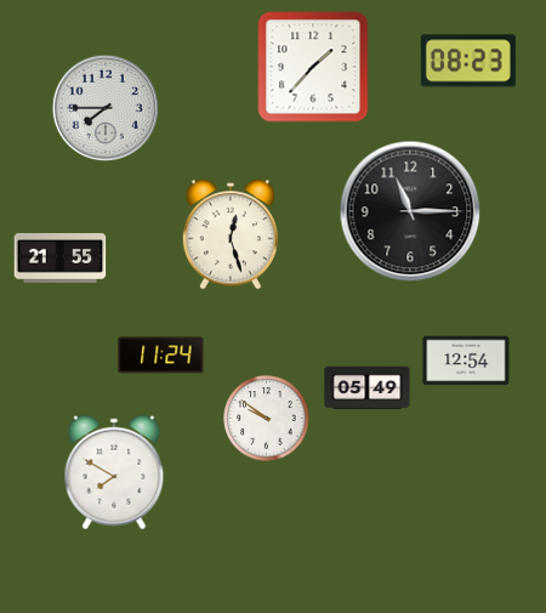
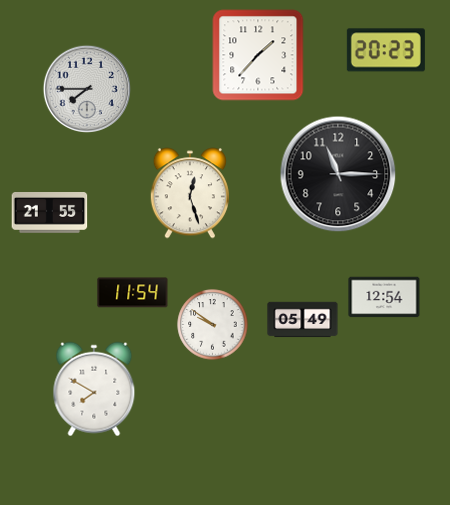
clock at (468, 61): 08:23 -> 20:23
clock at (161, 356): 11:24 -> 11:54
clock at (267, 419) position: (267, 419) -> (213, 325)
